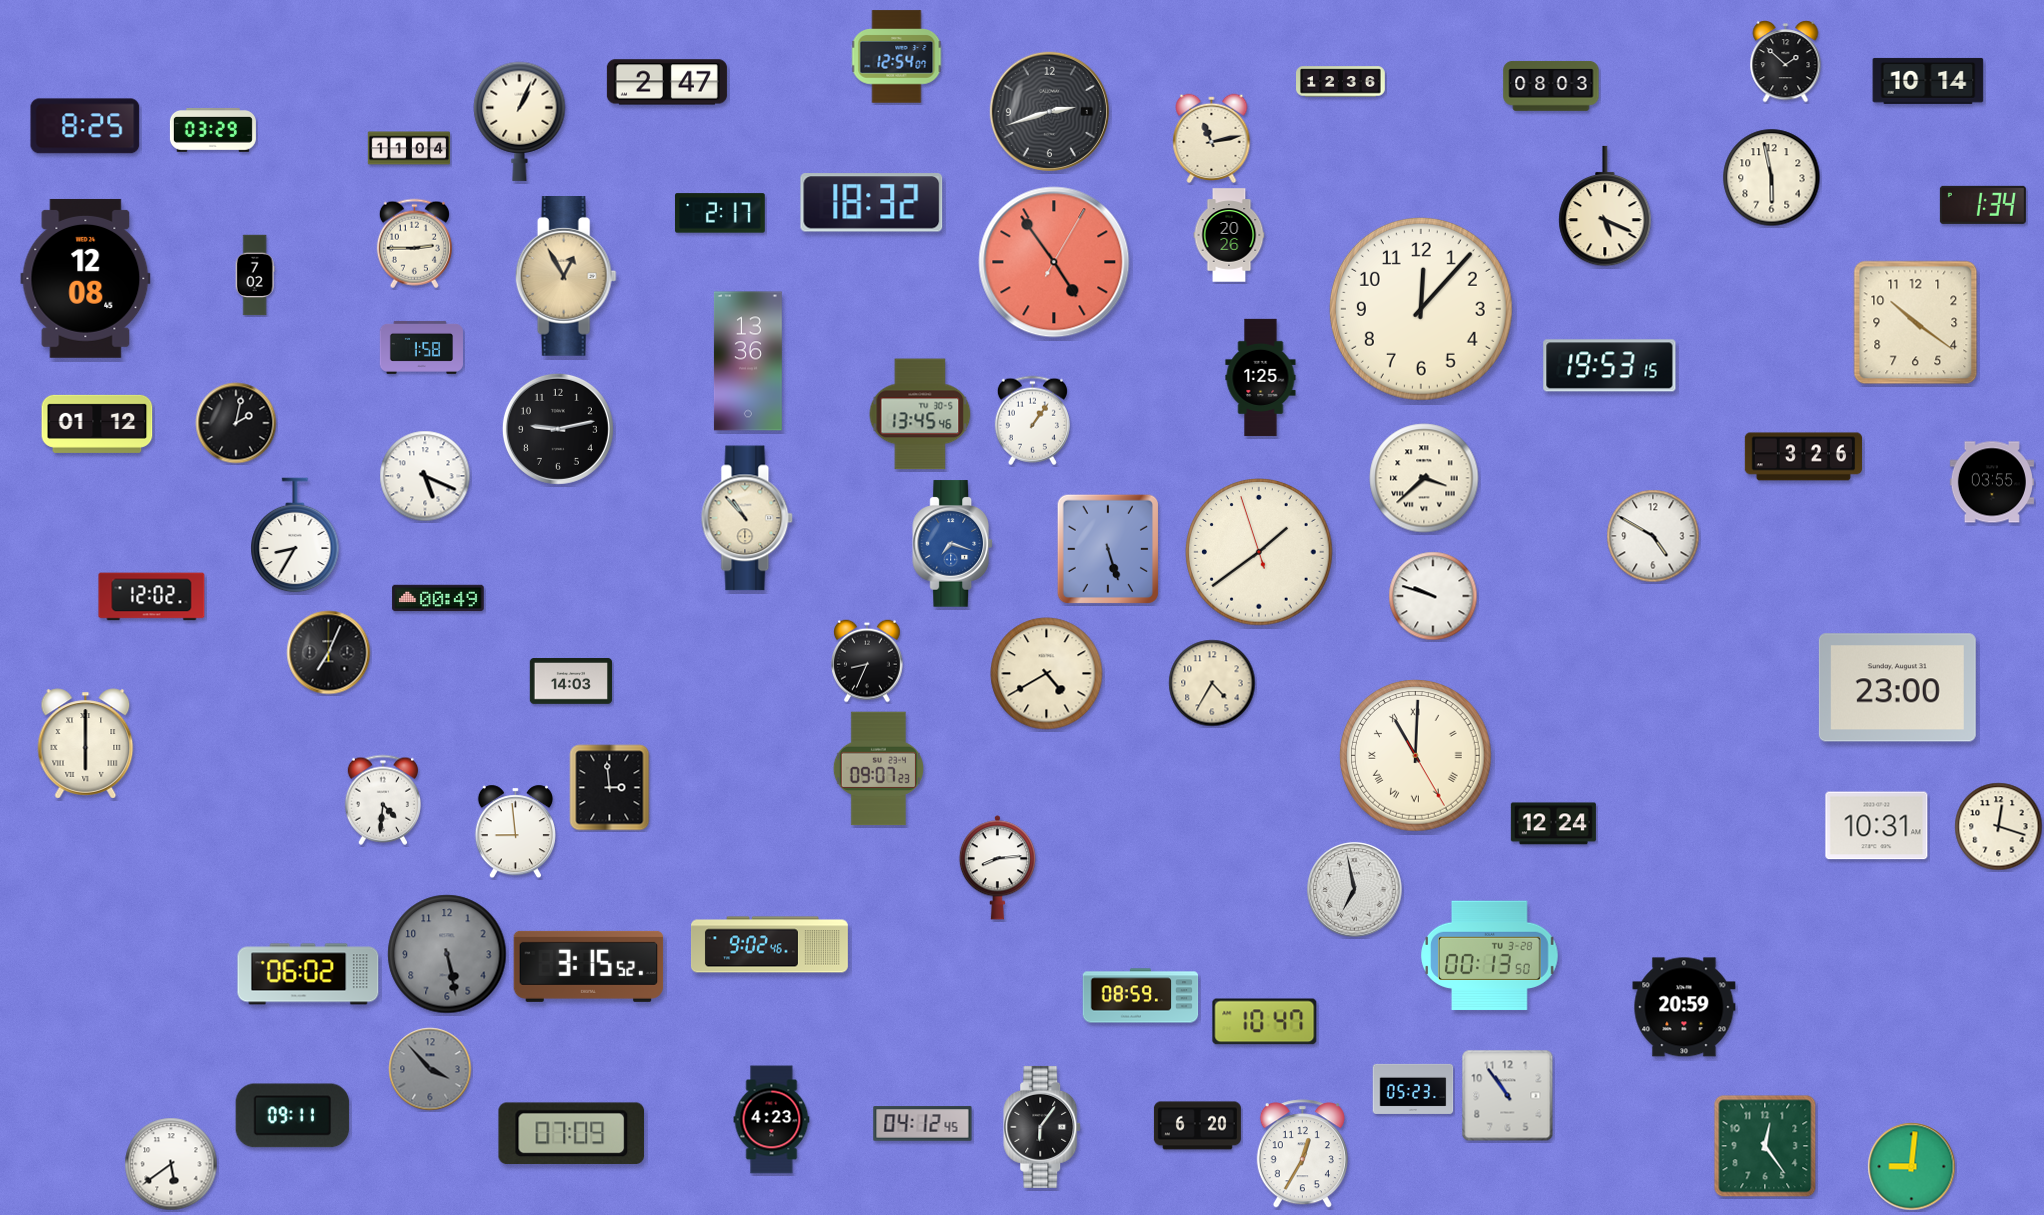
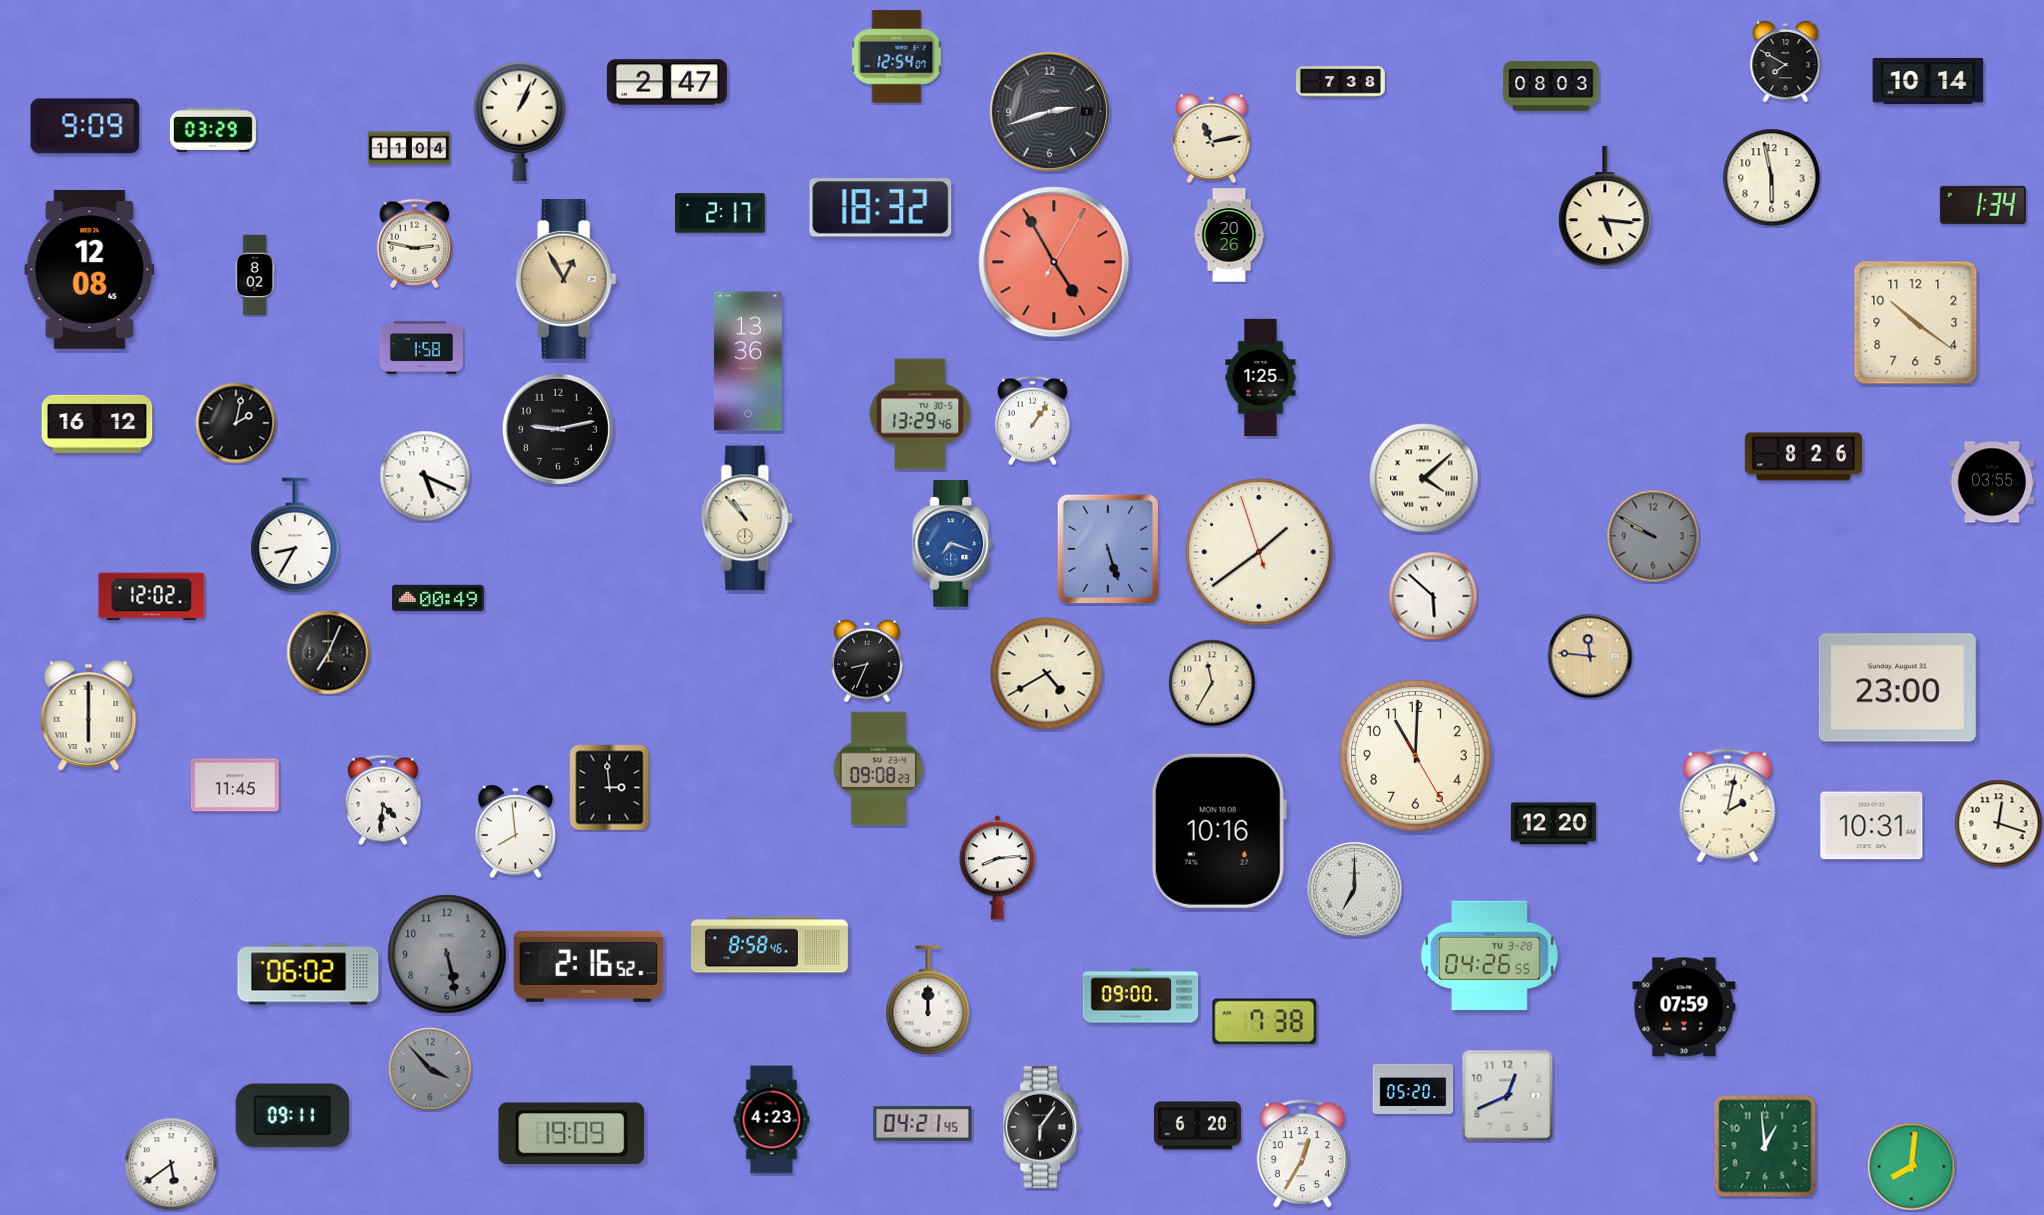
clock at (1786, 62): 1:52 -> 7:50
clock at (1341, 82): 12:36 -> 7:38
clock at (85, 126): 8:25 -> 9:09
clock at (872, 203) position: (872, 203) -> (881, 208)
clock at (1605, 206): 5:19 -> 5:16
clock at (414, 244): 2:45 -> 2:47
clock at (1054, 262): 4:54 -> 4:55
clock at (255, 275): 7:02 -> 8:02
clock at (566, 277) position: (566, 277) -> (566, 280)
clock at (86, 278) position: (86, 278) -> (90, 269)
clock at (1421, 309): 12:07 -> none
clock at (1610, 366): 19:53 -> none
clock at (920, 414): 13:45 -> 13:29
clock at (97, 424): 01:12 -> 16:12
clock at (1803, 457): 3:26 -> 8:26
clock at (1424, 478): 3:38 -> 4:08
clock at (1653, 536): 4:50 -> 9:50
clock at (1653, 536) dial: white -> grey
clock at (1433, 596): 9:48 -> 5:52
clock at (1590, 656): none -> 11:46
clock at (571, 682): 14:03 -> none
clock at (1212, 683): 4:35 -> 11:35
clock at (86, 744) position: (86, 744) -> (89, 716)
clock at (1416, 756) numerals: Roman -> Arabic
clock at (878, 769): 09:07 -> 09:08
clock at (235, 785): none -> 11:45
clock at (1728, 806): none -> 2:02
clock at (1553, 824): 12:24 -> 12:20
clock at (1877, 826) position: (1877, 826) -> (1872, 826)
clock at (1999, 827) position: (1999, 827) -> (1999, 824)
clock at (1219, 831): none -> 10:16
clock at (515, 832): 8:59 -> 7:59
clock at (1355, 890): 6:58 -> 7:00
clock at (769, 945): 9:02 -> 8:58
clock at (1490, 956): 00:13 -> 04:26
clock at (589, 966): 3:15 -> 2:16
clock at (1141, 996): 08:59 -> 09:00
clock at (928, 1000): none -> 12:00
clock at (1684, 1007): 20:59 -> 07:59
clock at (1265, 1022): 10:47 -> 7:38
clock at (1413, 1089): 05:23 -> 05:20
clock at (1508, 1096): 10:54 -> 12:41
clock at (923, 1124): 04:12 -> 04:21
clock at (571, 1134): 07:09 -> 19:09
clock at (1765, 1146): 12:24 -> 12:59
clock at (1912, 1167): 9:01 -> 8:01
